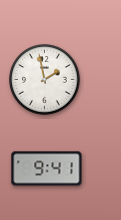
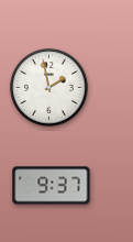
clock at (47, 169): 9:41 -> 9:37
